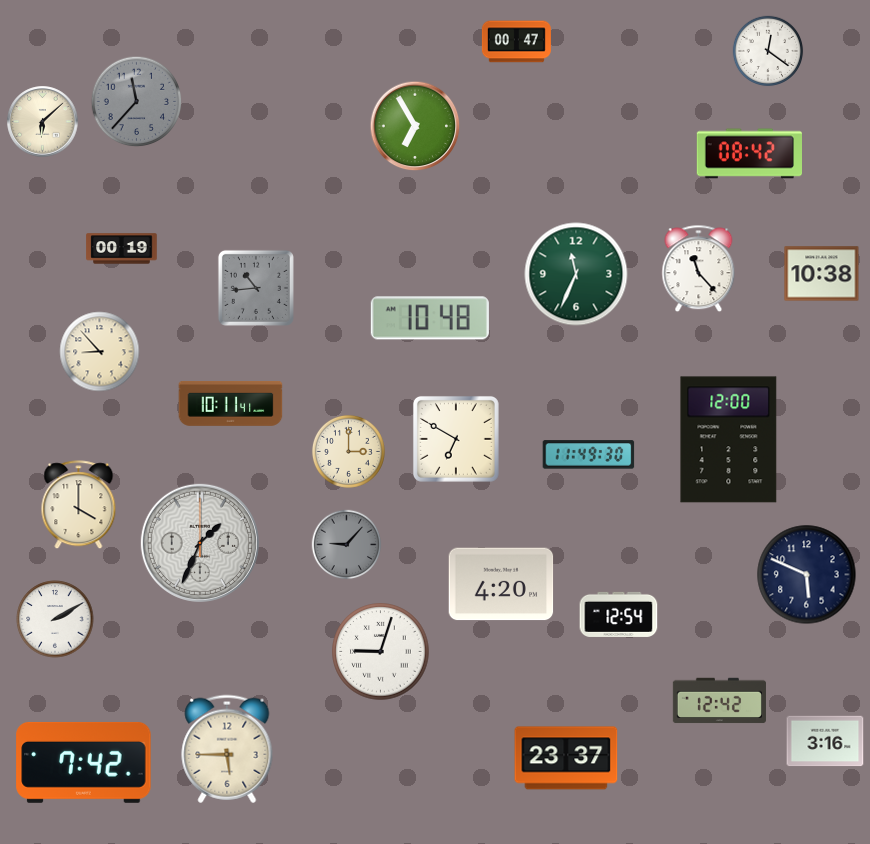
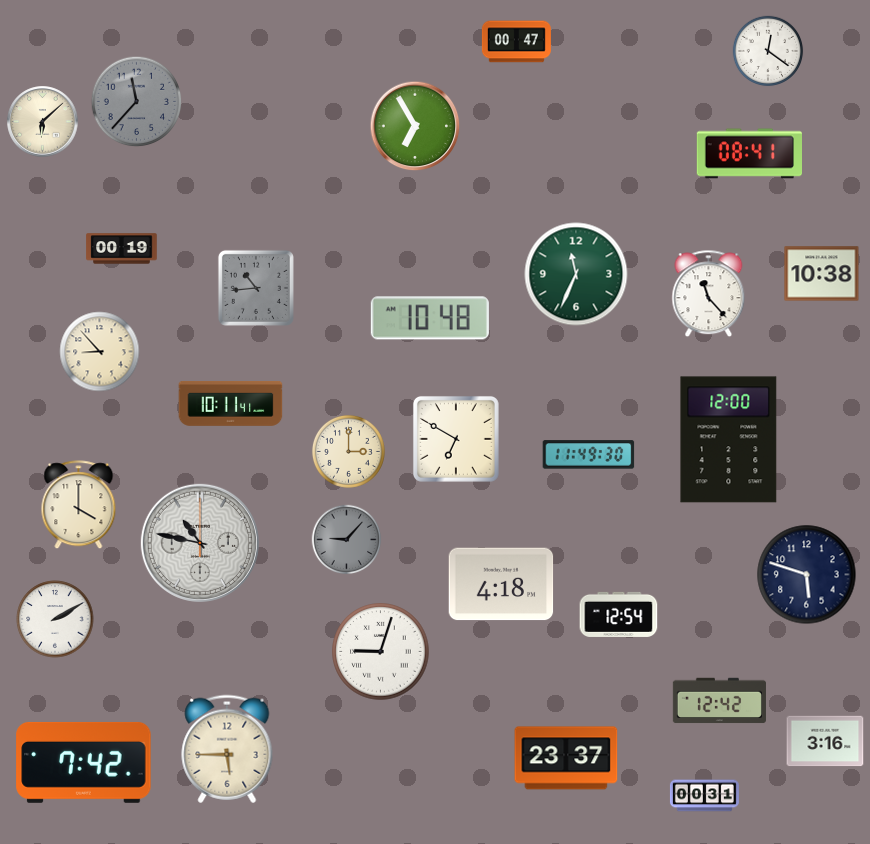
clock at (749, 154): 08:42 -> 08:41
clock at (699, 269) position: (699, 269) -> (709, 294)
clock at (200, 543): 1:34 -> 10:47
clock at (347, 545) position: (347, 545) -> (347, 540)
clock at (807, 575): 5:49 -> 5:48
clock at (501, 584): 4:20 -> 4:18
clock at (704, 796): none -> 00:31
